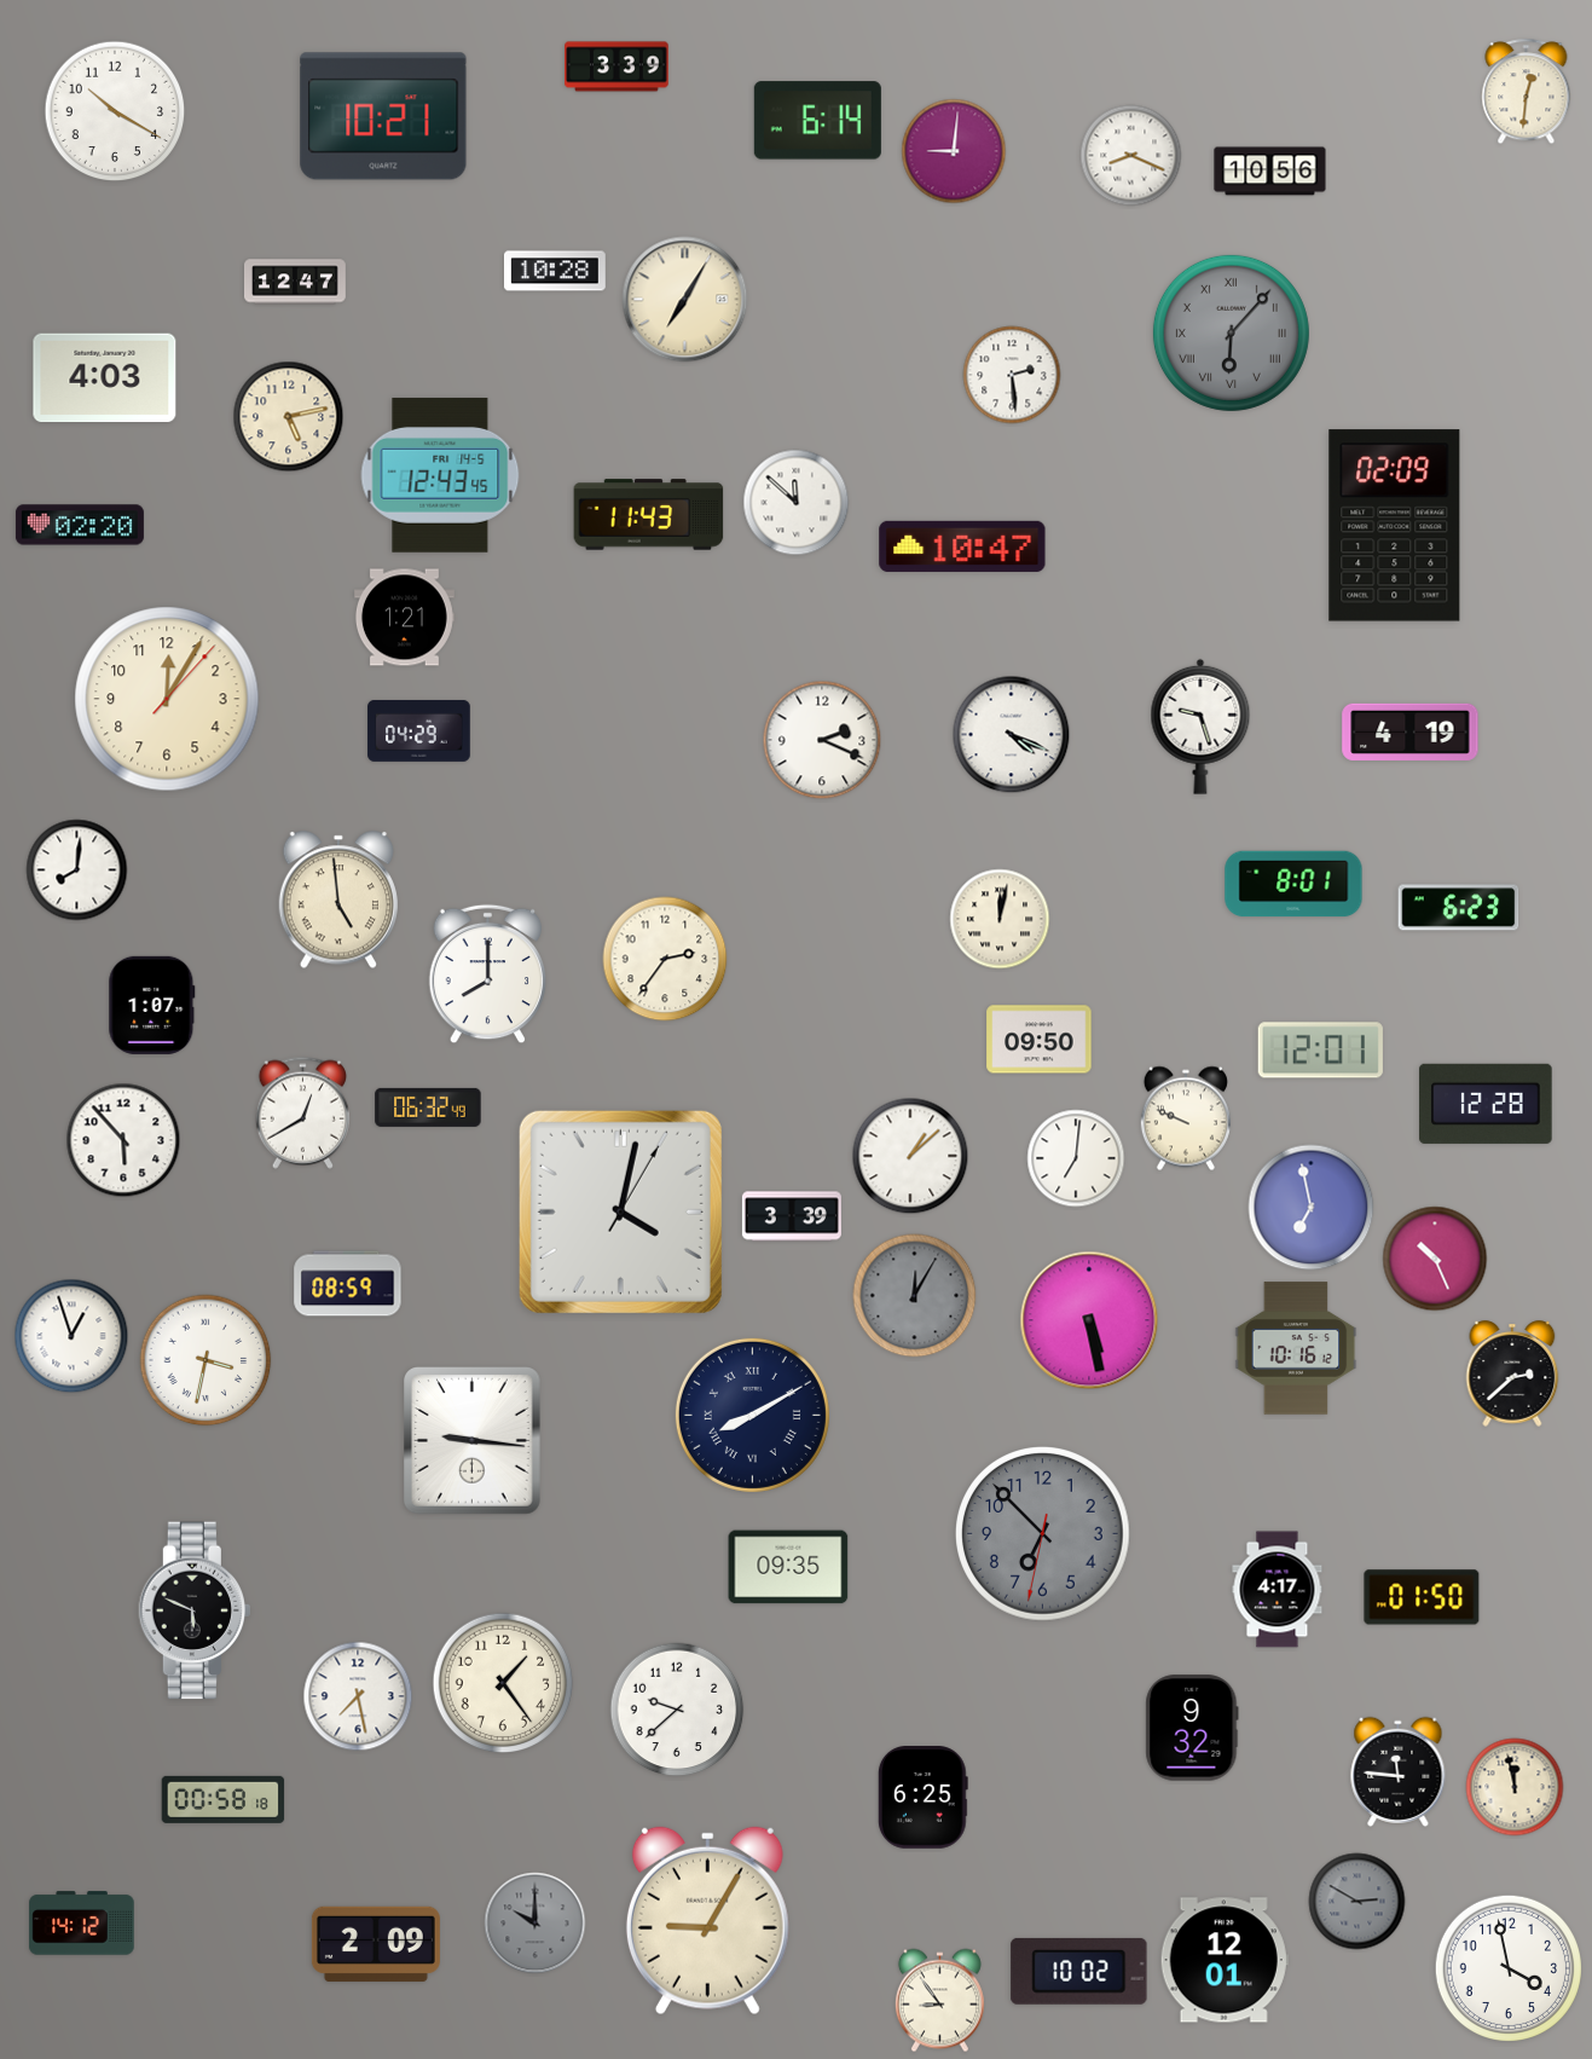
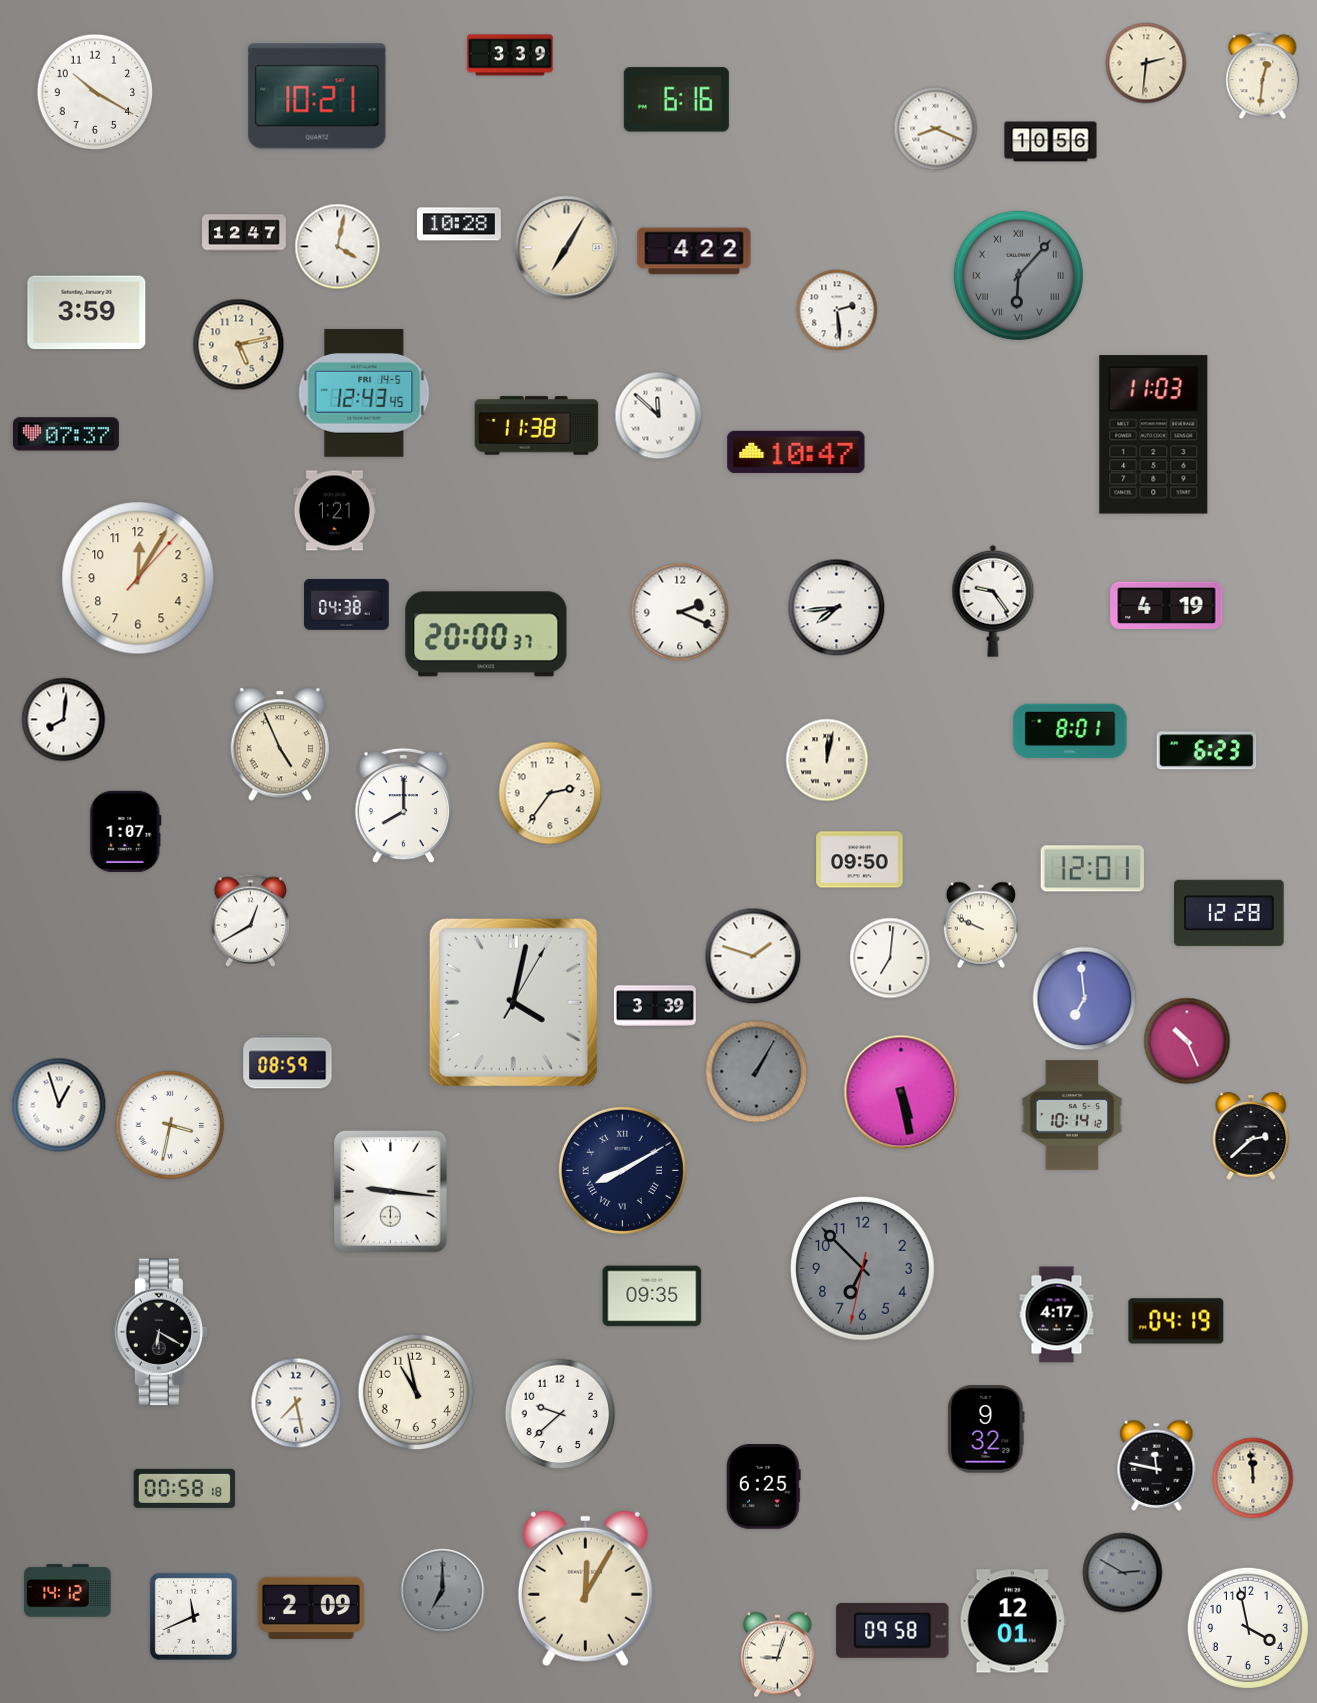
clock at (1146, 63): none -> 2:31
clock at (817, 121): 6:14 -> 6:16
clock at (954, 151): 9:01 -> none
clock at (338, 247): none -> 4:02
clock at (694, 251): none -> 4:22
clock at (105, 378): 4:03 -> 3:59
clock at (649, 515): 11:43 -> 11:38
clock at (80, 525): 02:20 -> 07:37
clock at (1395, 526): 02:09 -> 11:03
clock at (1200, 727): 9:27 -> 9:24
clock at (419, 730): 04:29 -> 04:38
clock at (1012, 735): 4:19 -> 7:44
clock at (486, 634): none -> 20:00
clock at (338, 900): 4:59 -> 4:56
clock at (428, 1107): 06:32 -> none
clock at (123, 1140): 5:53 -> none
clock at (910, 1156): 1:08 -> 1:48
clock at (1312, 1208): 6:58 -> 6:59
clock at (915, 1296): 12:05 -> 1:05
clock at (1296, 1348): 10:16 -> 10:14
clock at (1422, 1597): 01:50 -> 04:19
clock at (193, 1610): 5:49 -> 6:20
clock at (503, 1683): 1:24 -> 10:58
clock at (1399, 1771): 11:46 -> 11:47
clock at (1515, 1787): 11:58 -> 11:59
clock at (707, 1921): 9:05 -> 12:05
clock at (536, 1924): 10:00 -> 7:00
clock at (193, 1616): none -> 11:41
clock at (1079, 1971): 10:02 -> 09:58
clock at (939, 2001): 8:54 -> 9:03
